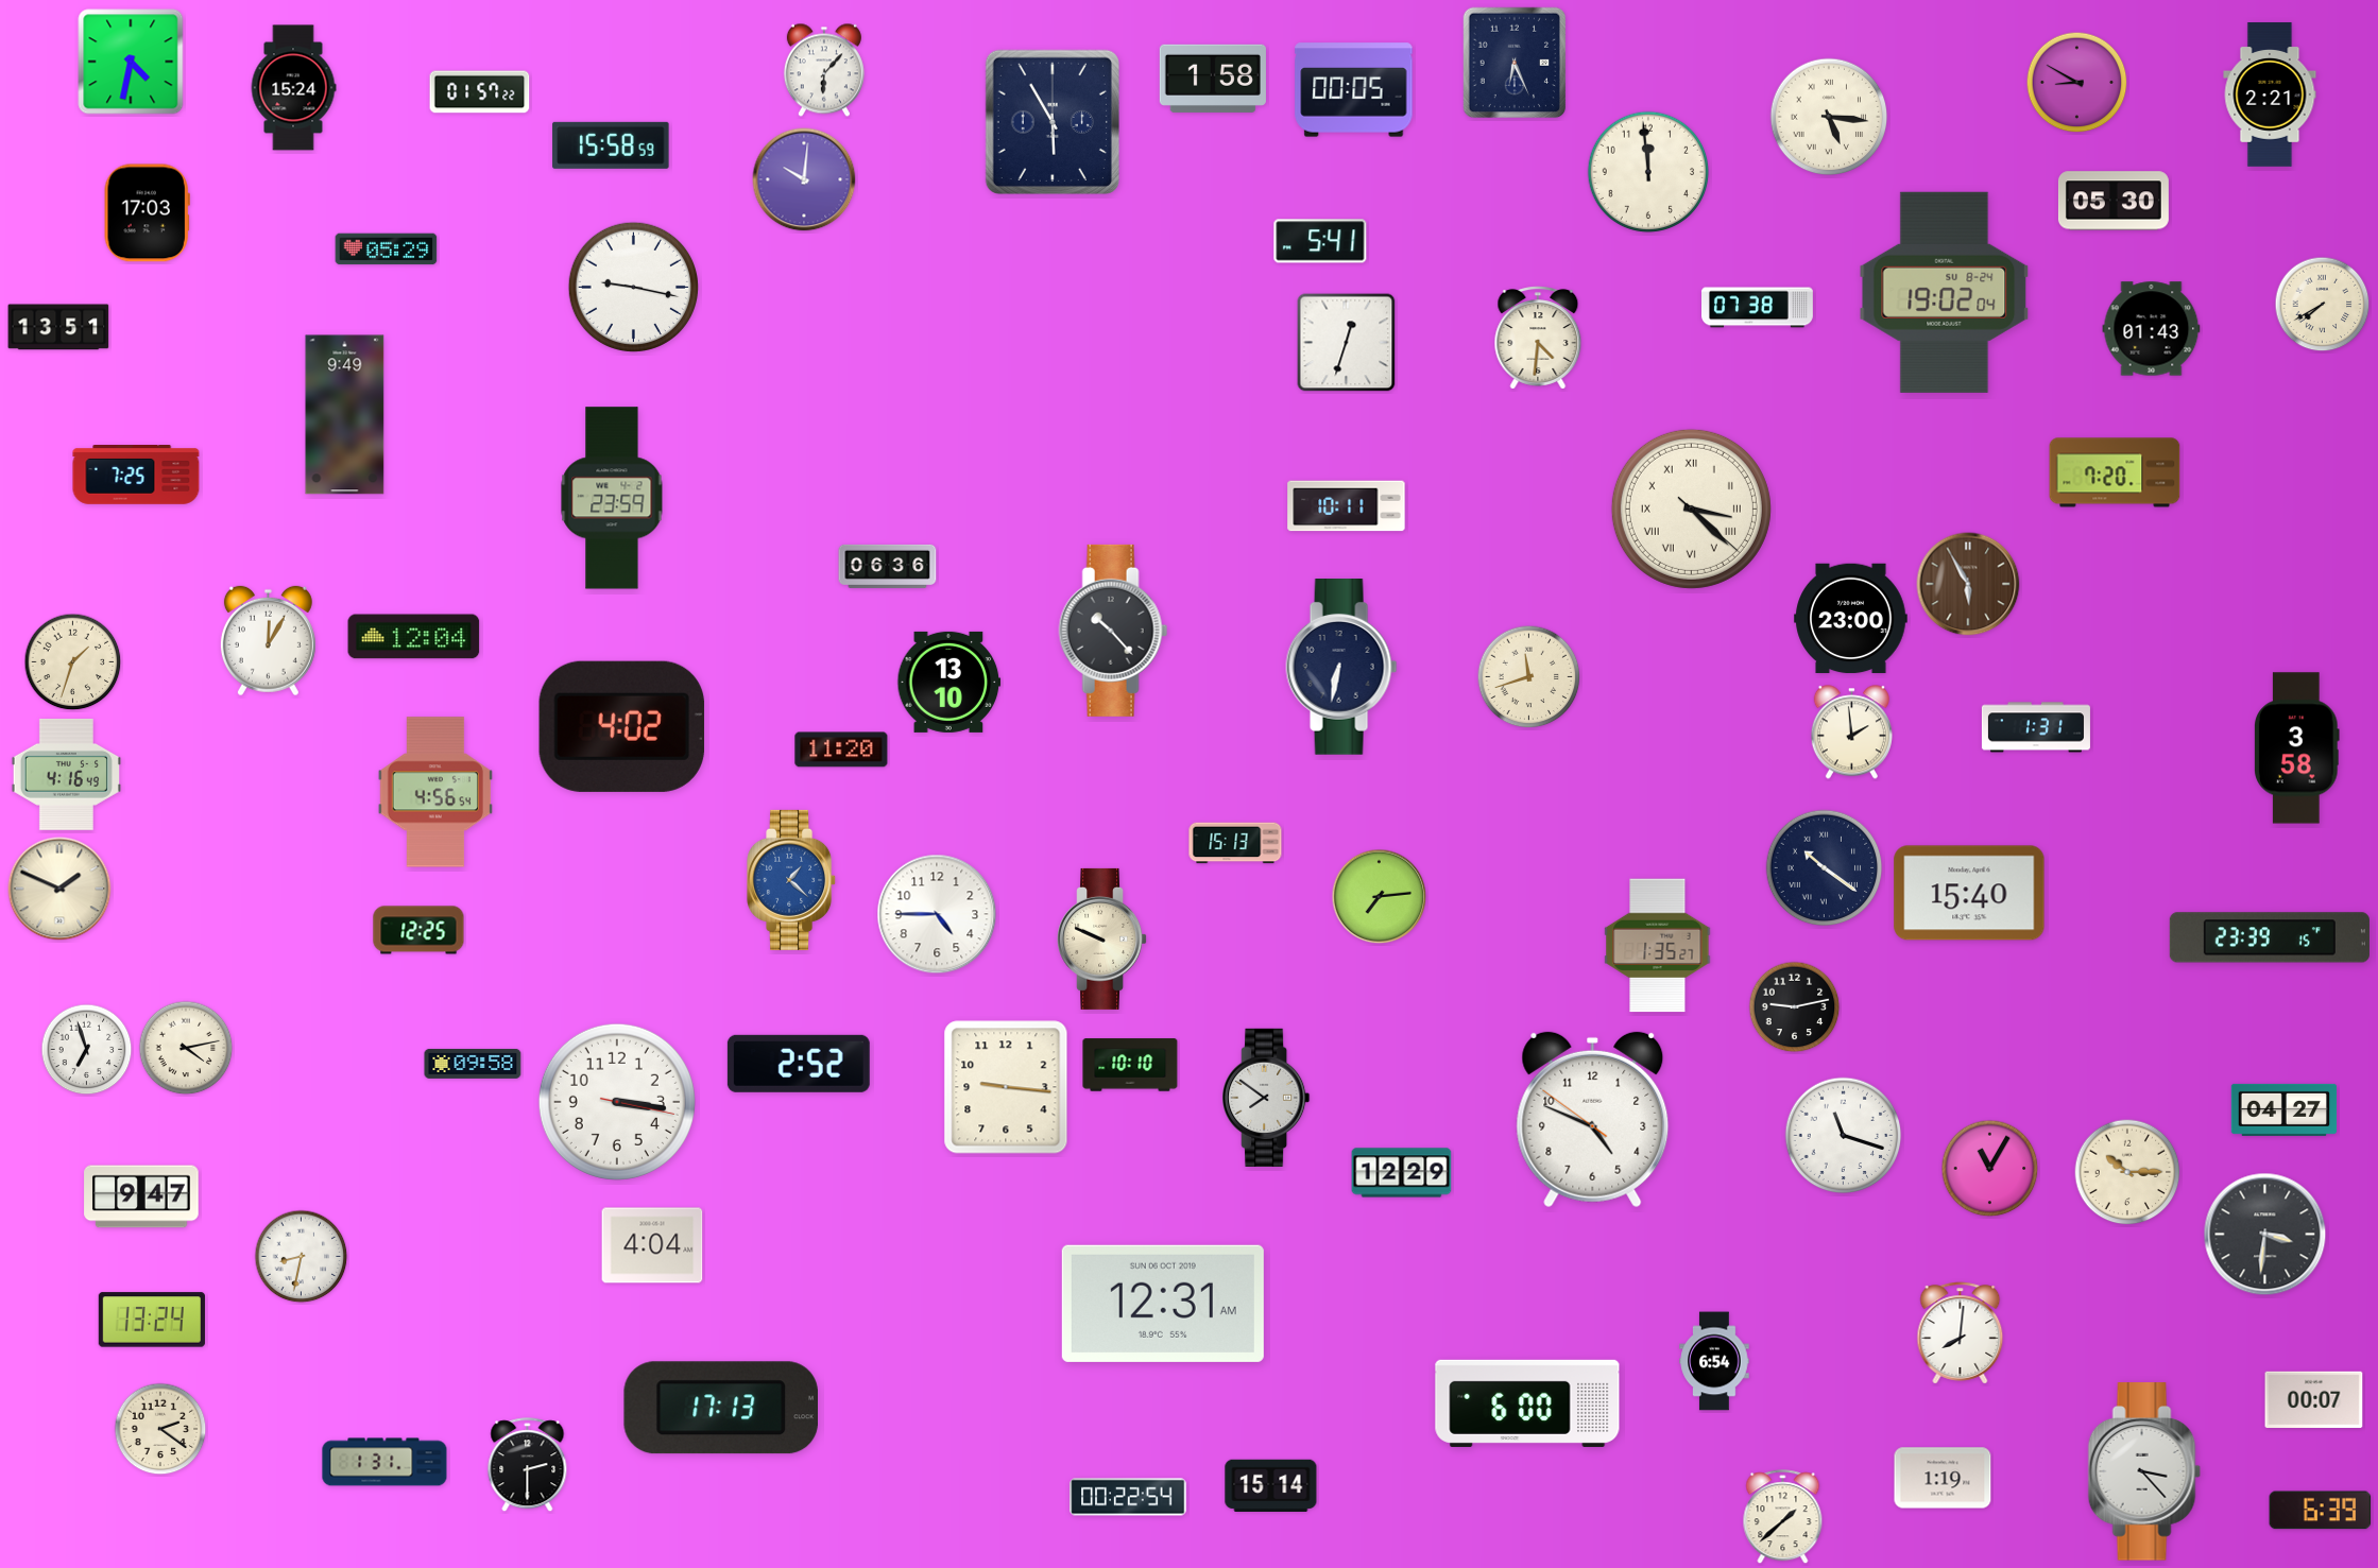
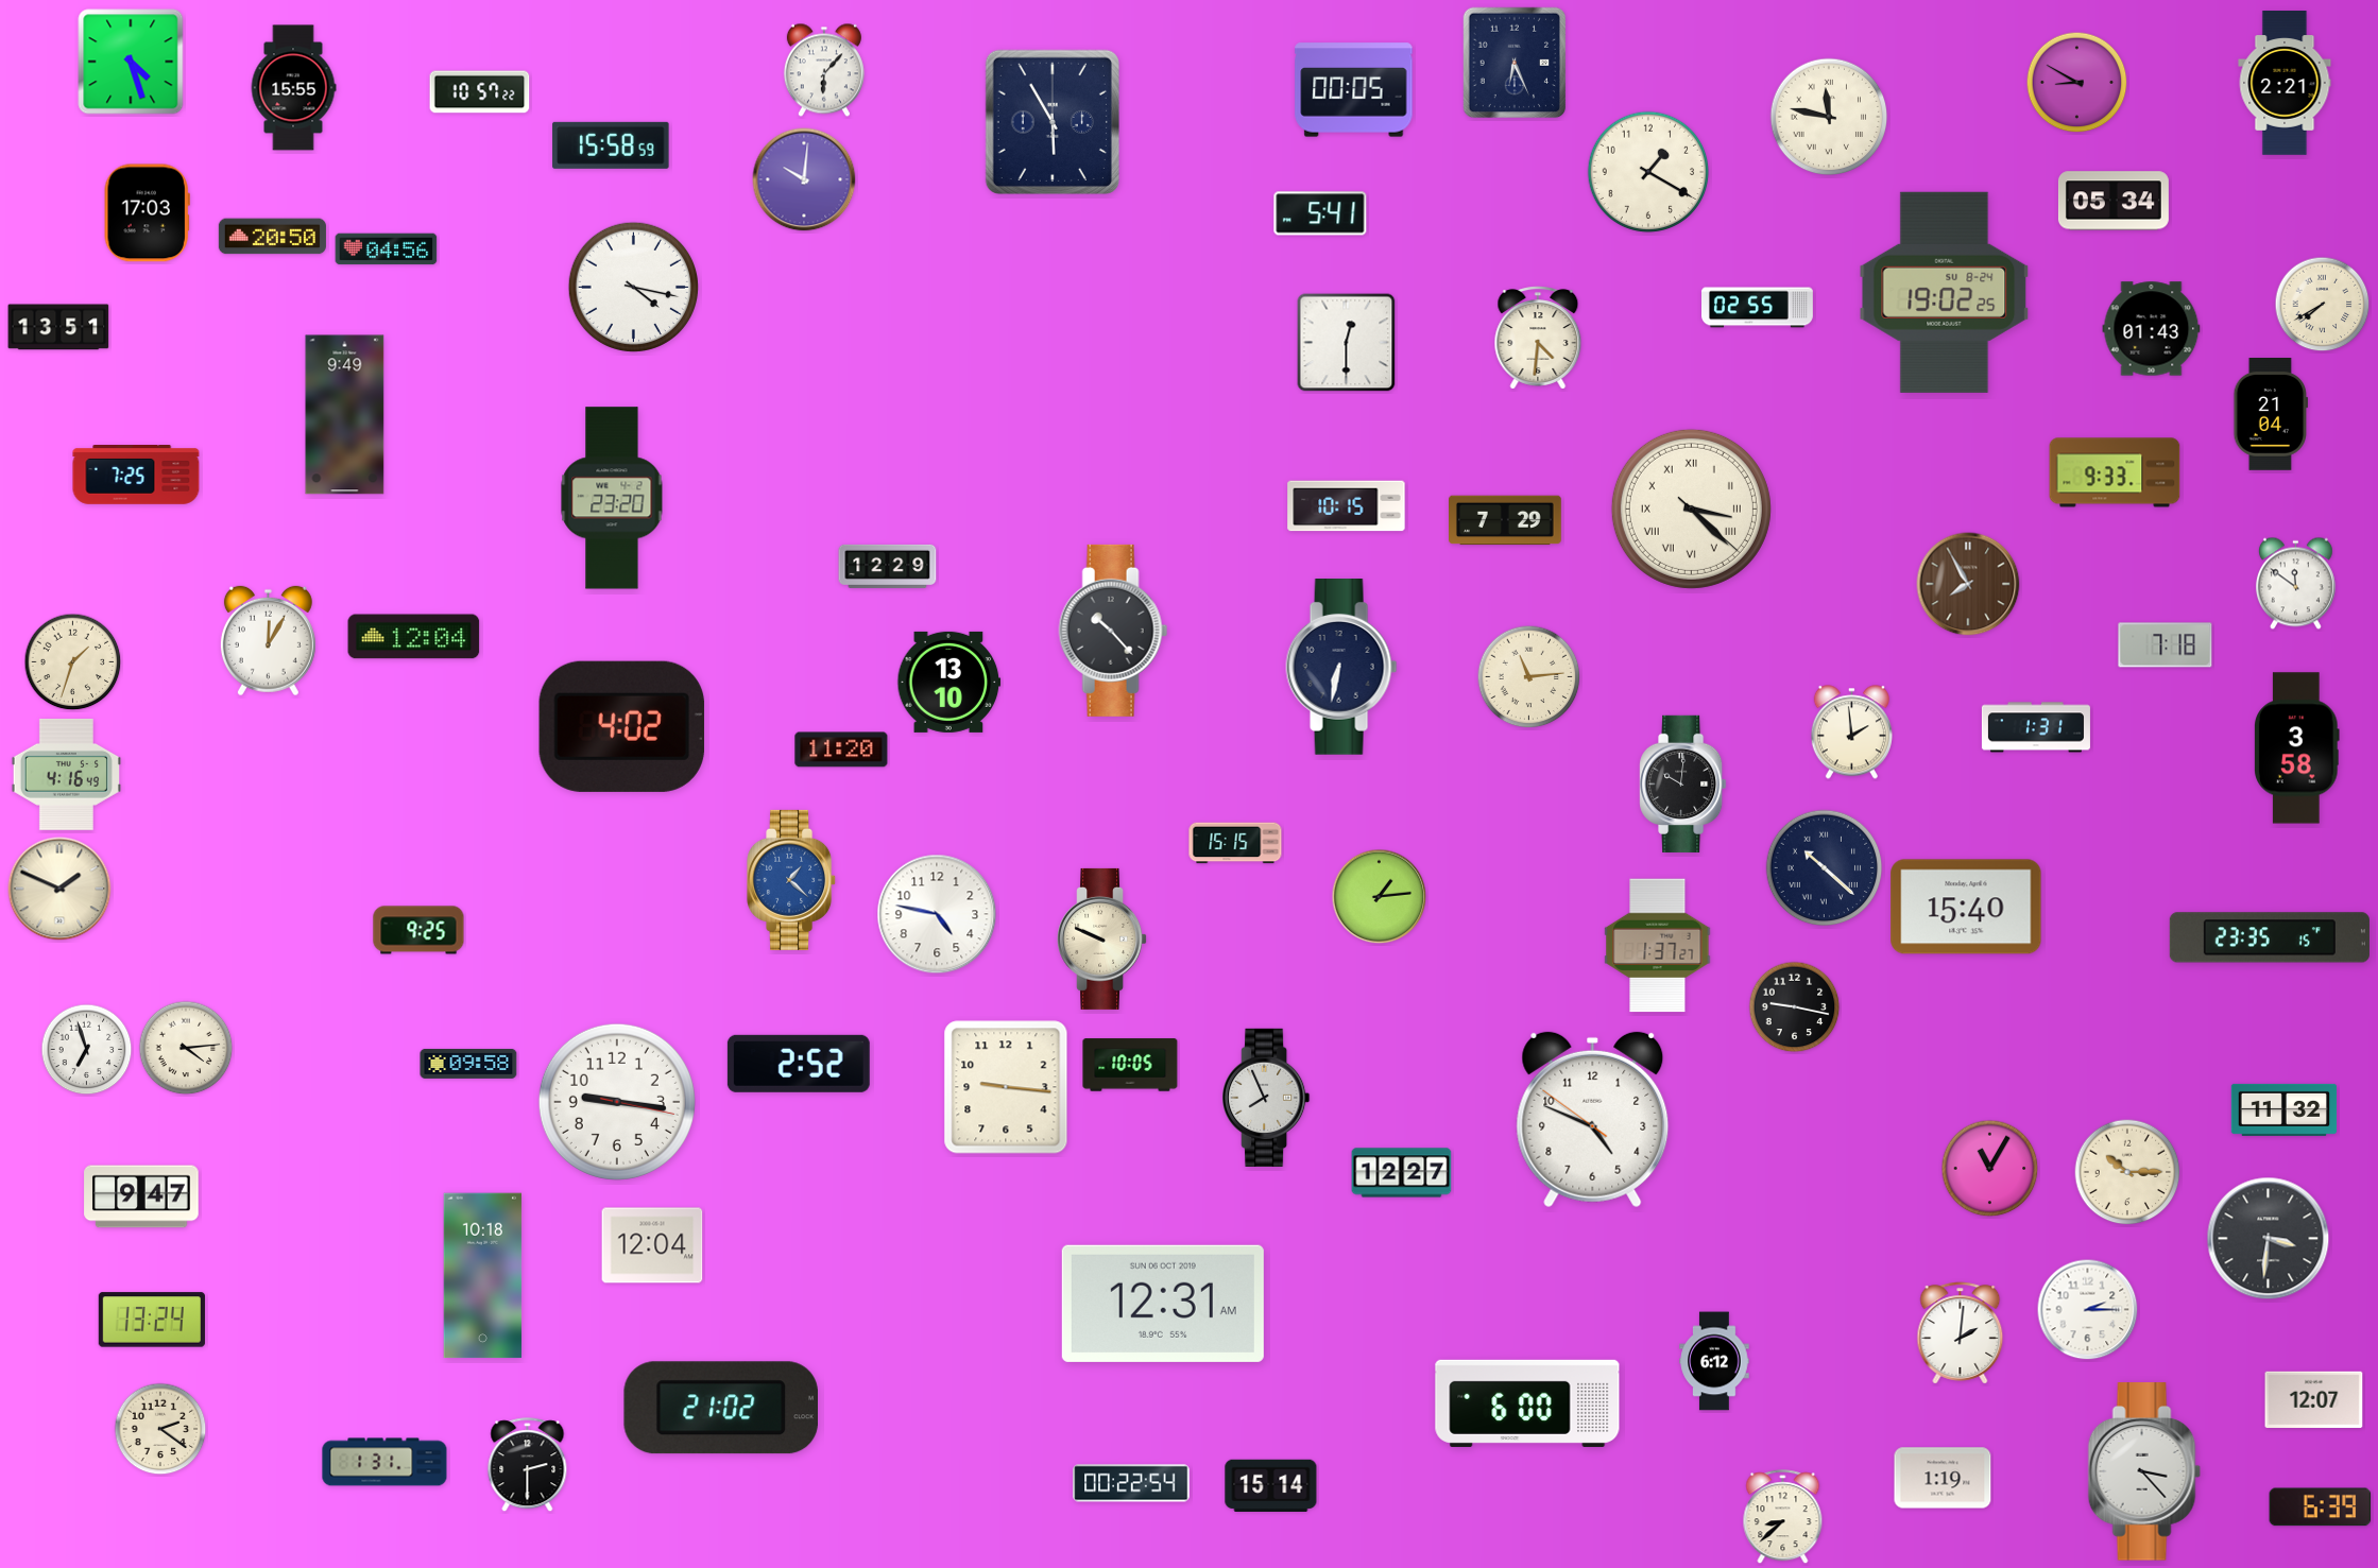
clock at (131, 62): 4:32 -> 4:27
clock at (1213, 79): 1:58 -> none
clock at (293, 88): 15:24 -> 15:55
clock at (480, 92): 01:57 -> 10:57
clock at (2270, 94) position: (2270, 94) -> (2285, 83)
clock at (1829, 117): 5:16 -> 11:47
clock at (1648, 172): 11:59 -> 1:20
clock at (2114, 201): 05:30 -> 05:34
clock at (272, 237): none -> 20:50
clock at (1320, 241) position: (1320, 241) -> (1320, 213)
clock at (387, 249): 05:29 -> 04:56
clock at (633, 287): 9:17 -> 4:17
clock at (1945, 292): 19:02:04 -> 19:02:25
clock at (1758, 308): 07:38 -> 02:55
clock at (1347, 343): 12:33 -> 12:30
clock at (2270, 415): none -> 21:04
clock at (2115, 472): 7:20 -> 9:33
clock at (612, 498): 23:59 -> 23:20
clock at (1347, 506): 10:11 -> 10:15
clock at (1506, 520): none -> 7:29
clock at (888, 566): 06:36 -> 12:29
clock at (1968, 584): 5:55 -> 7:55
clock at (2295, 584): none -> 11:51
clock at (1851, 619): 23:00 -> none
clock at (2166, 645): none -> 7:18
clock at (1529, 677): 11:42 -> 11:14
clock at (1683, 783): none -> 10:01
clock at (435, 792): 4:56 -> none
clock at (1235, 843): 15:13 -> 15:15
clock at (1825, 868): 10:21 -> 10:22
clock at (1969, 893) position: (1969, 893) -> (1966, 907)
clock at (1380, 897): 7:14 -> 1:14
clock at (937, 914): 4:45 -> 4:47
clock at (418, 930): 12:25 -> 9:25
clock at (2270, 937): 23:39 -> 23:35
clock at (1658, 946): 1:35 -> 1:37
clock at (1795, 1007): 9:13 -> 9:17
clock at (186, 1048): 4:13 -> 4:14
clock at (473, 1064) position: (473, 1064) -> (468, 1064)
clock at (1130, 1065): 10:10 -> 10:05
clock at (1266, 1098): 7:51 -> 7:56
clock at (617, 1102): 3:16 -> 9:16
clock at (2285, 1109): 04:27 -> 11:32
clock at (1844, 1136): 11:18 -> none
clock at (1402, 1173): 12:29 -> 12:27
clock at (2265, 1235) position: (2265, 1235) -> (2269, 1239)
clock at (652, 1245): 4:04 -> 12:04
clock at (302, 1257): 8:32 -> none
clock at (483, 1276): none -> 10:18
clock at (2088, 1310): none -> 2:15
clock at (1961, 1333): 8:01 -> 2:01
clock at (1714, 1361): 6:54 -> 6:12
clock at (2314, 1400): 00:07 -> 12:07
clock at (720, 1408): 17:13 -> 21:02
clock at (1128, 1497) position: (1128, 1497) -> (1131, 1483)
clock at (2321, 1511) position: (2321, 1511) -> (2321, 1507)
clock at (1783, 1517): 1:38 -> 8:38
